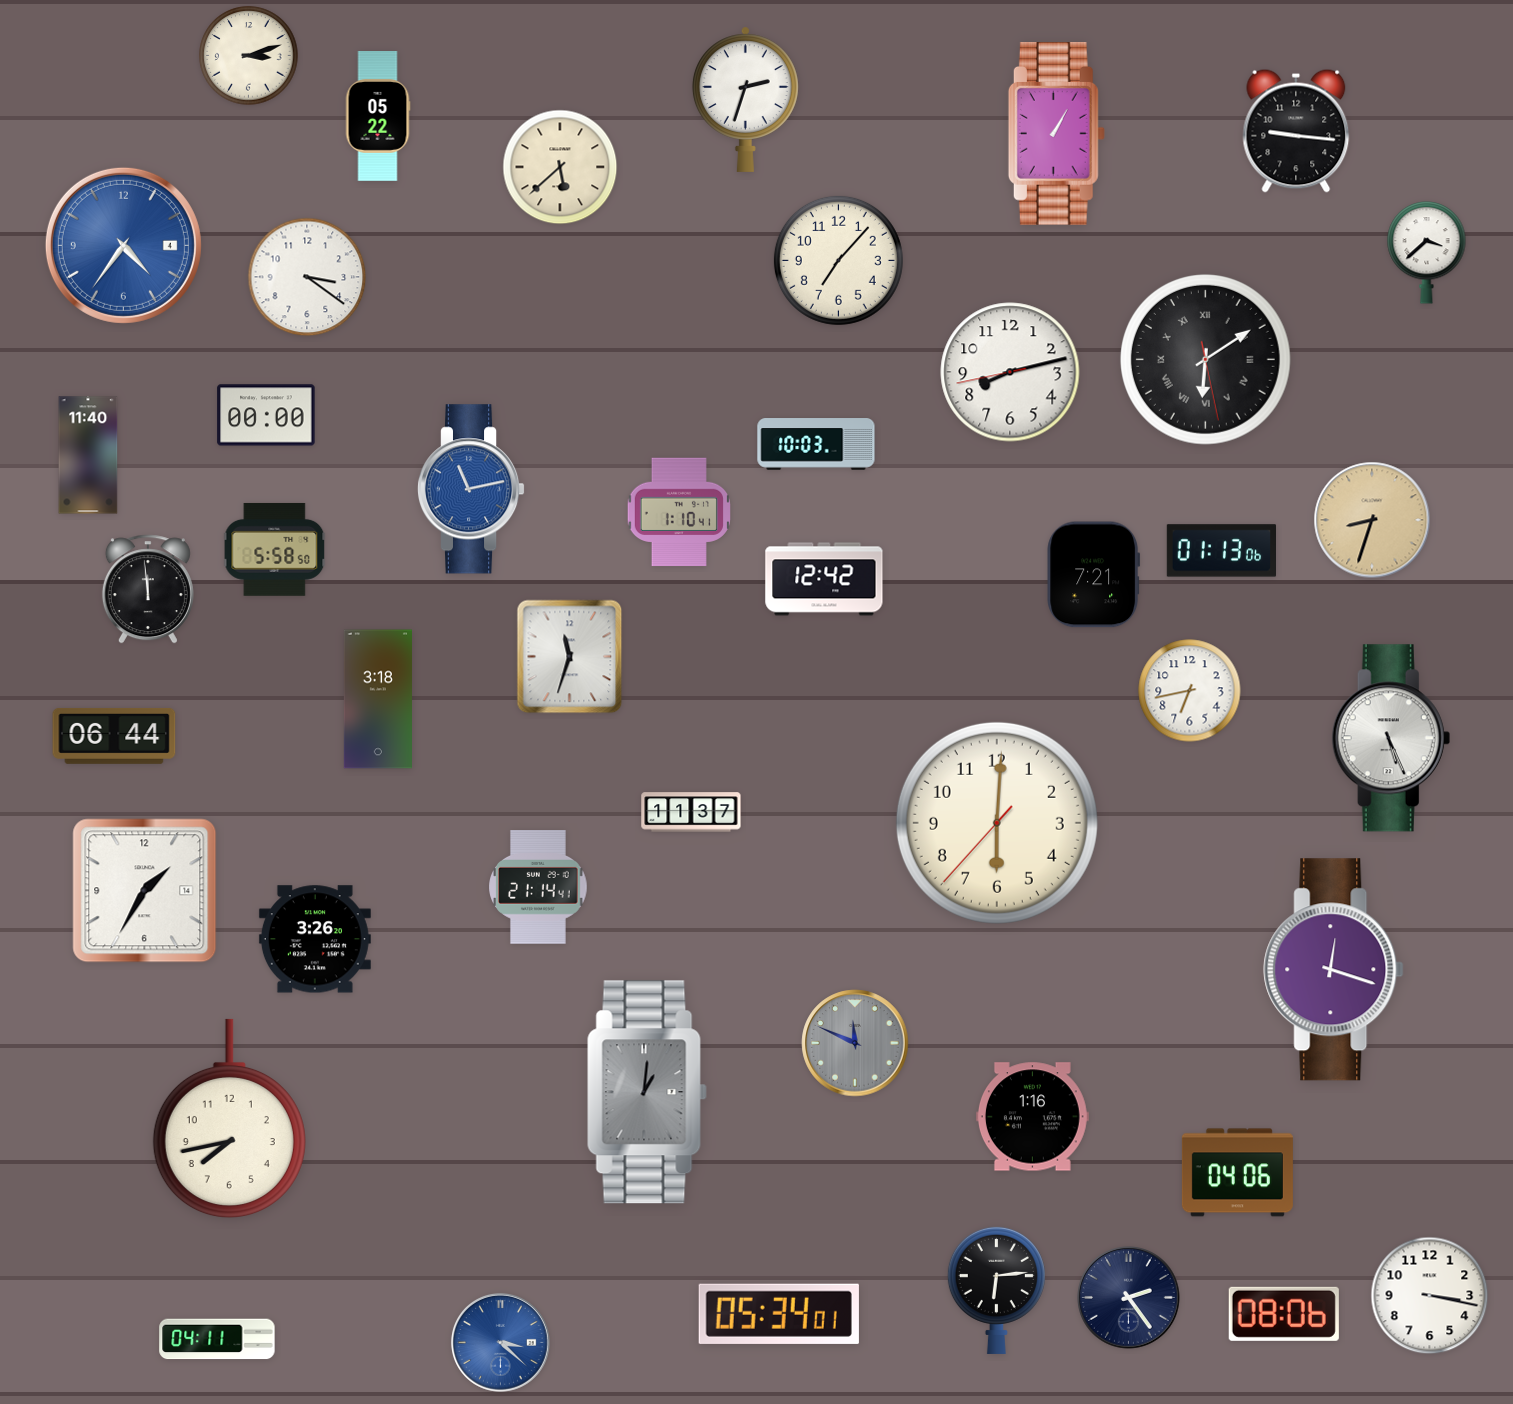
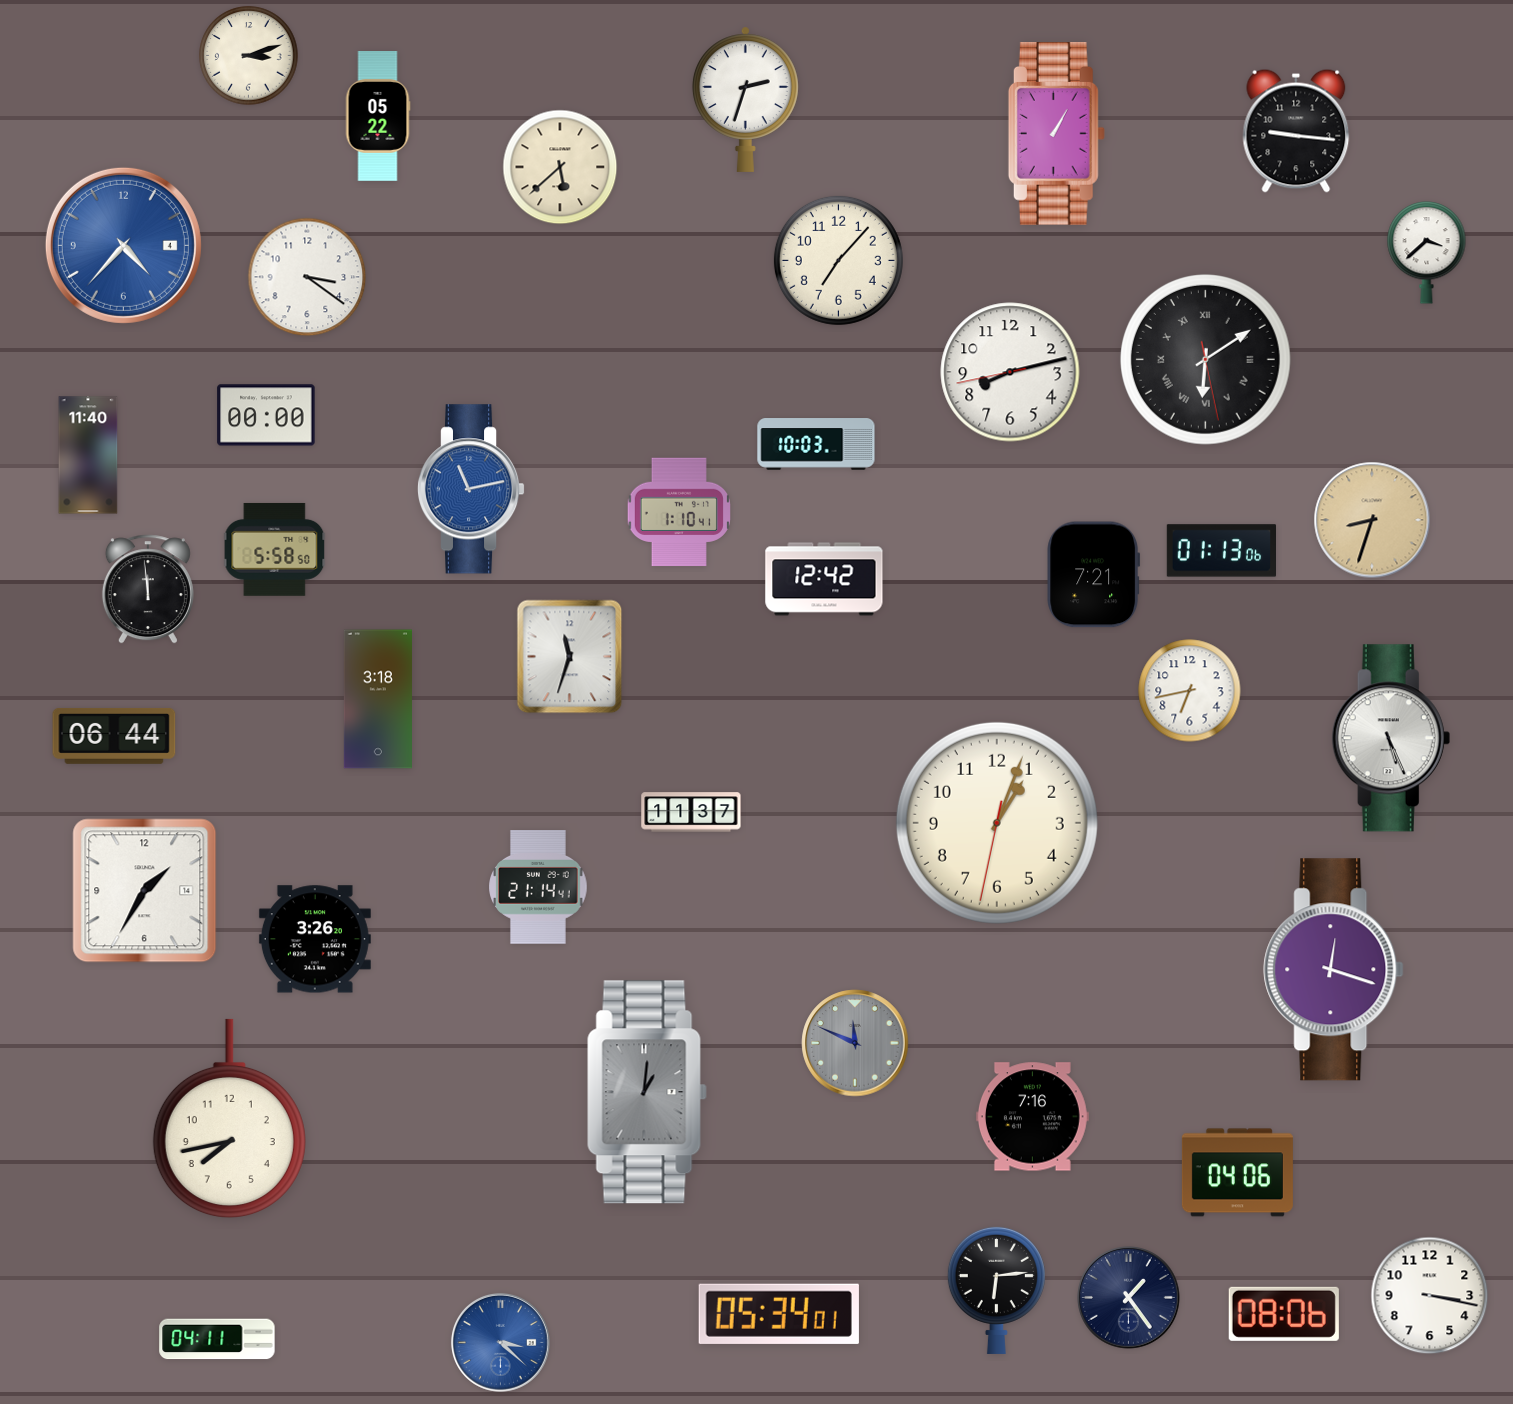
clock at (123, 245): 4:36 -> 4:37
clock at (997, 823): 6:00 -> 1:03
clock at (1032, 1117): 1:16 -> 7:16
clock at (1129, 1298): 2:24 -> 1:24
